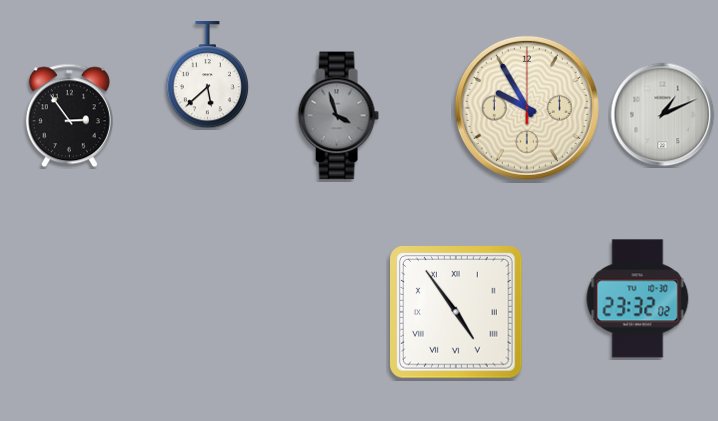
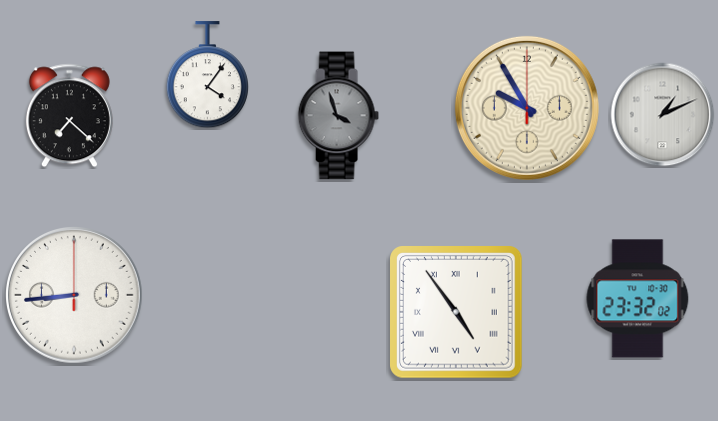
clock at (207, 75): 5:38 -> 4:06
clock at (69, 116): 2:54 -> 7:22
clock at (75, 296): none -> 8:44
